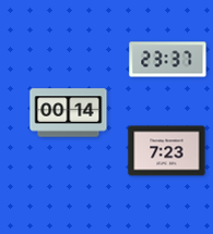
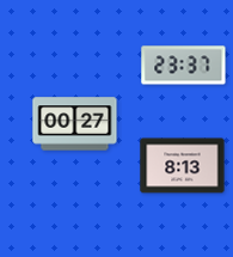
clock at (69, 113): 00:14 -> 00:27
clock at (167, 151): 7:23 -> 8:13
